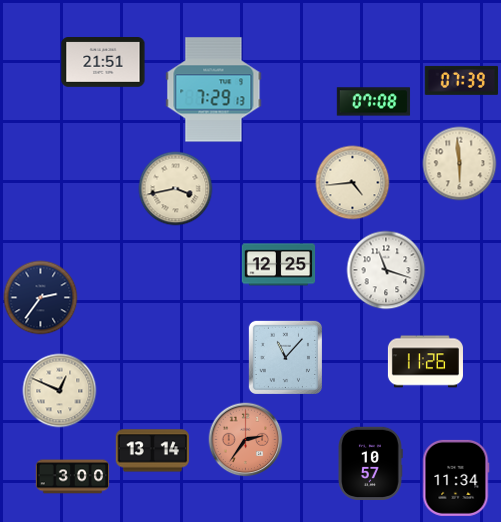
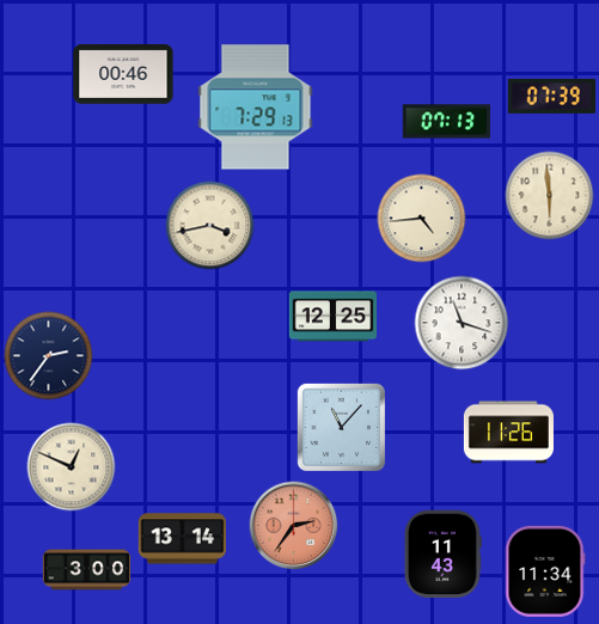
clock at (103, 63): 21:51 -> 00:46
clock at (374, 102): 07:08 -> 07:13
clock at (371, 464): 10:57 -> 11:43
